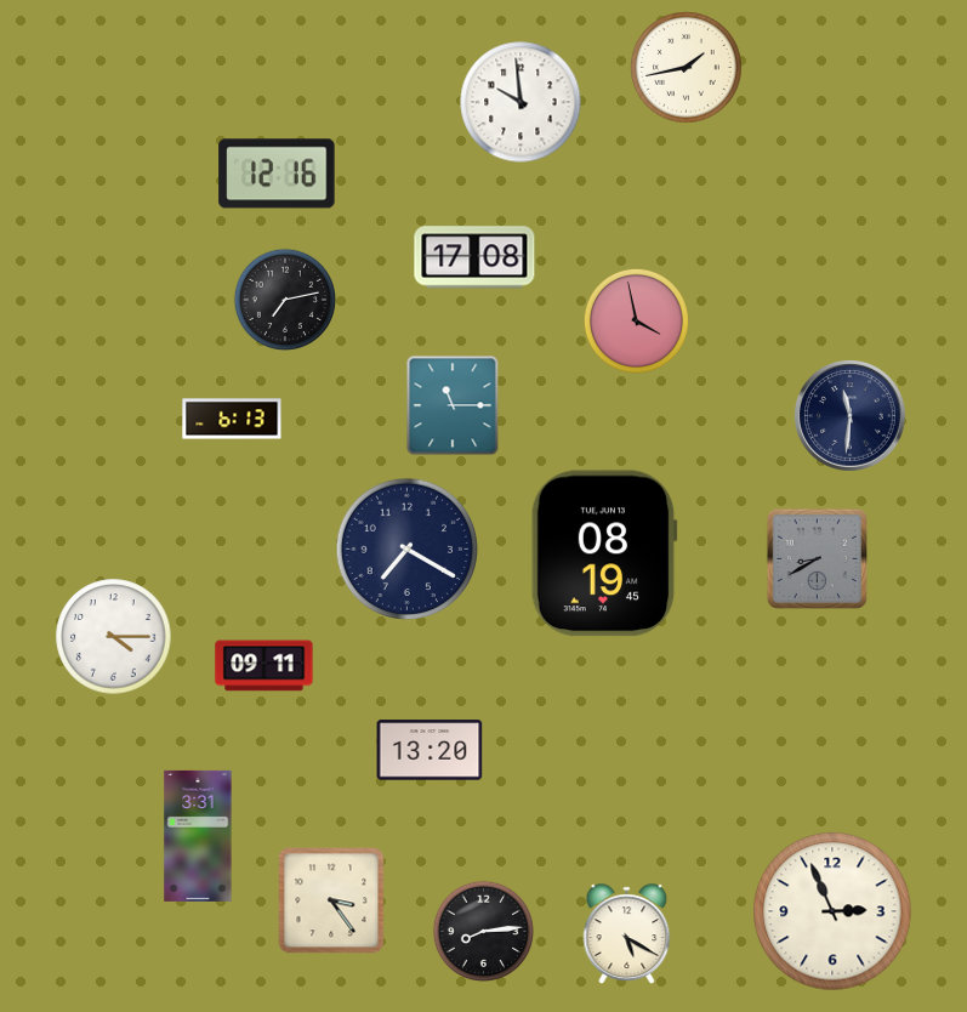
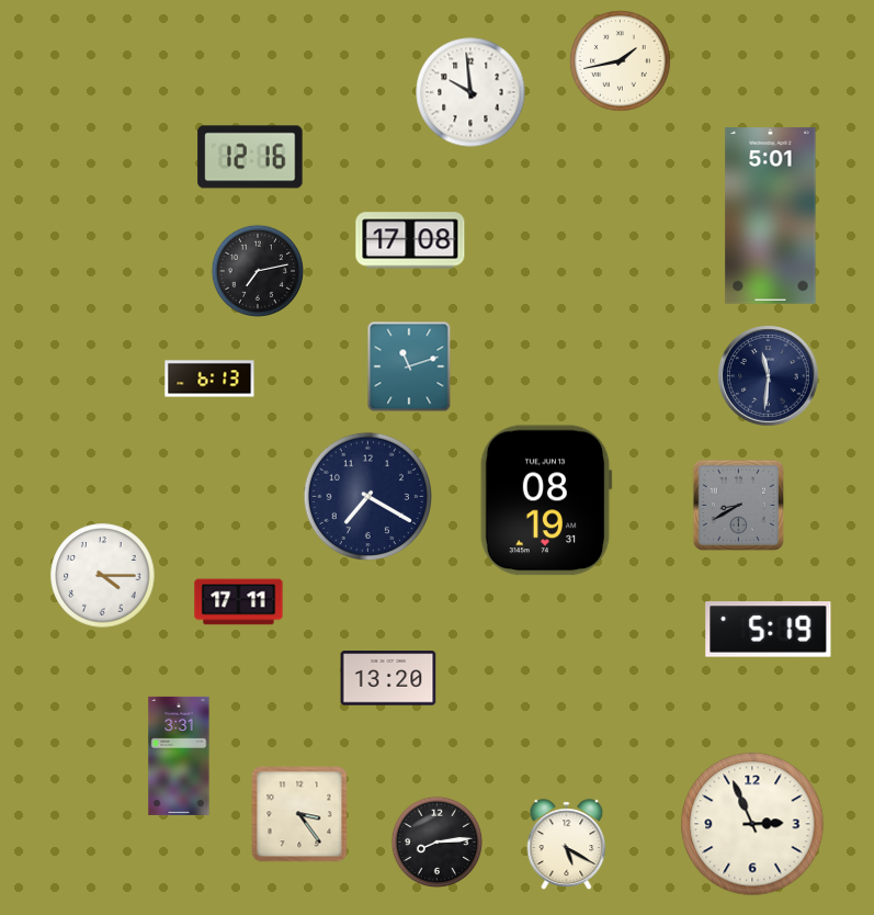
clock at (771, 216): none -> 5:01
clock at (474, 257) position: (474, 257) -> (410, 240)
clock at (636, 320): 3:58 -> none
clock at (453, 405): 11:15 -> 11:12
clock at (604, 553): 08:19:45 -> 08:19:31
clock at (264, 666): 09:11 -> 17:11
clock at (769, 630): none -> 5:19
